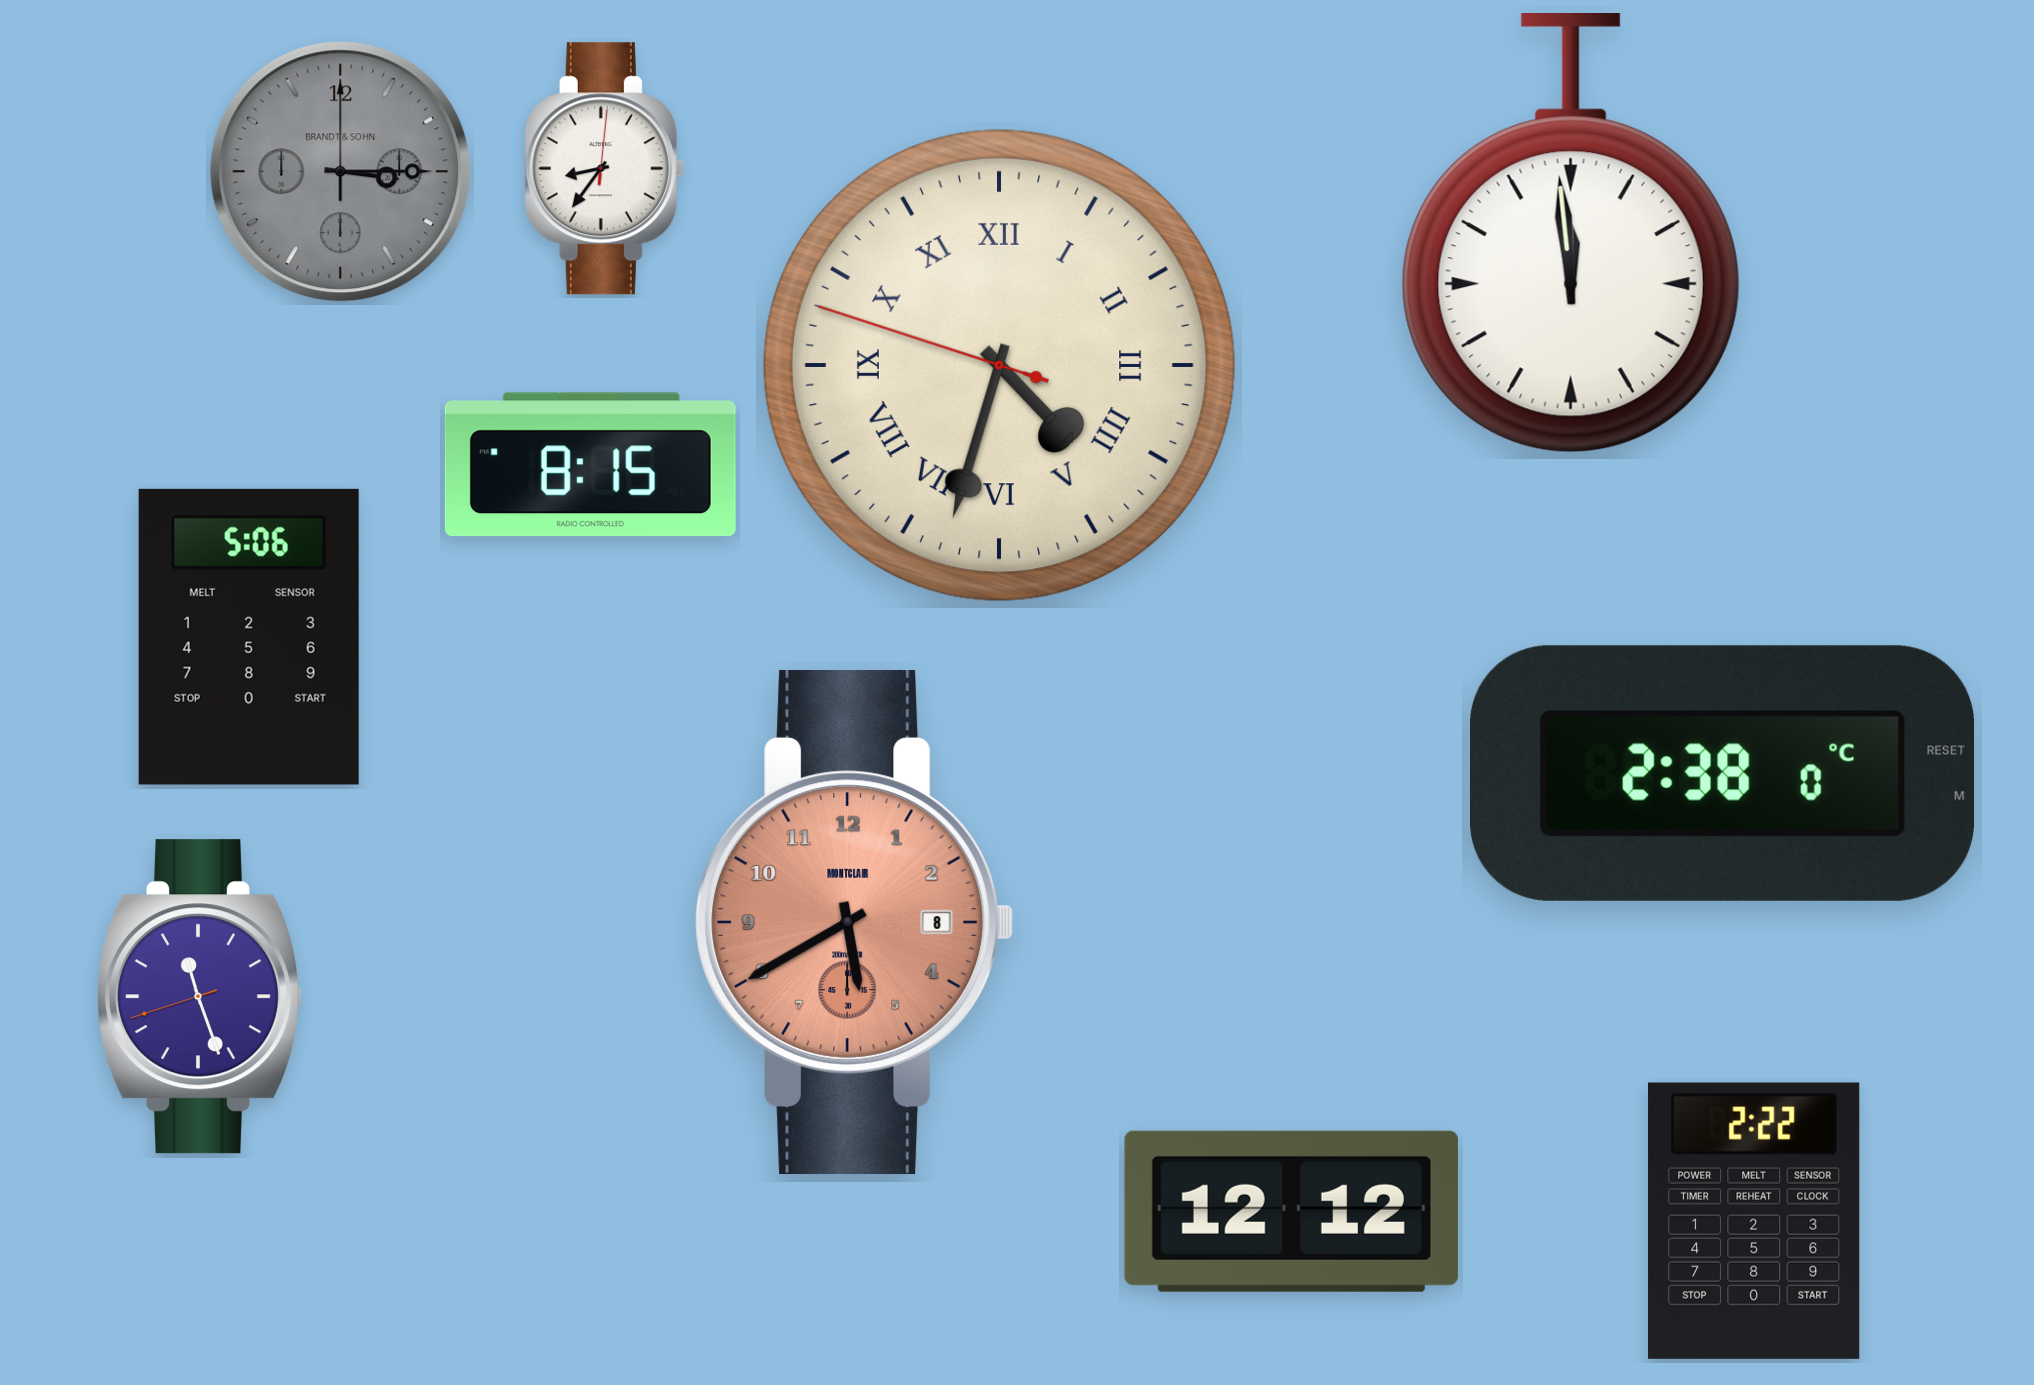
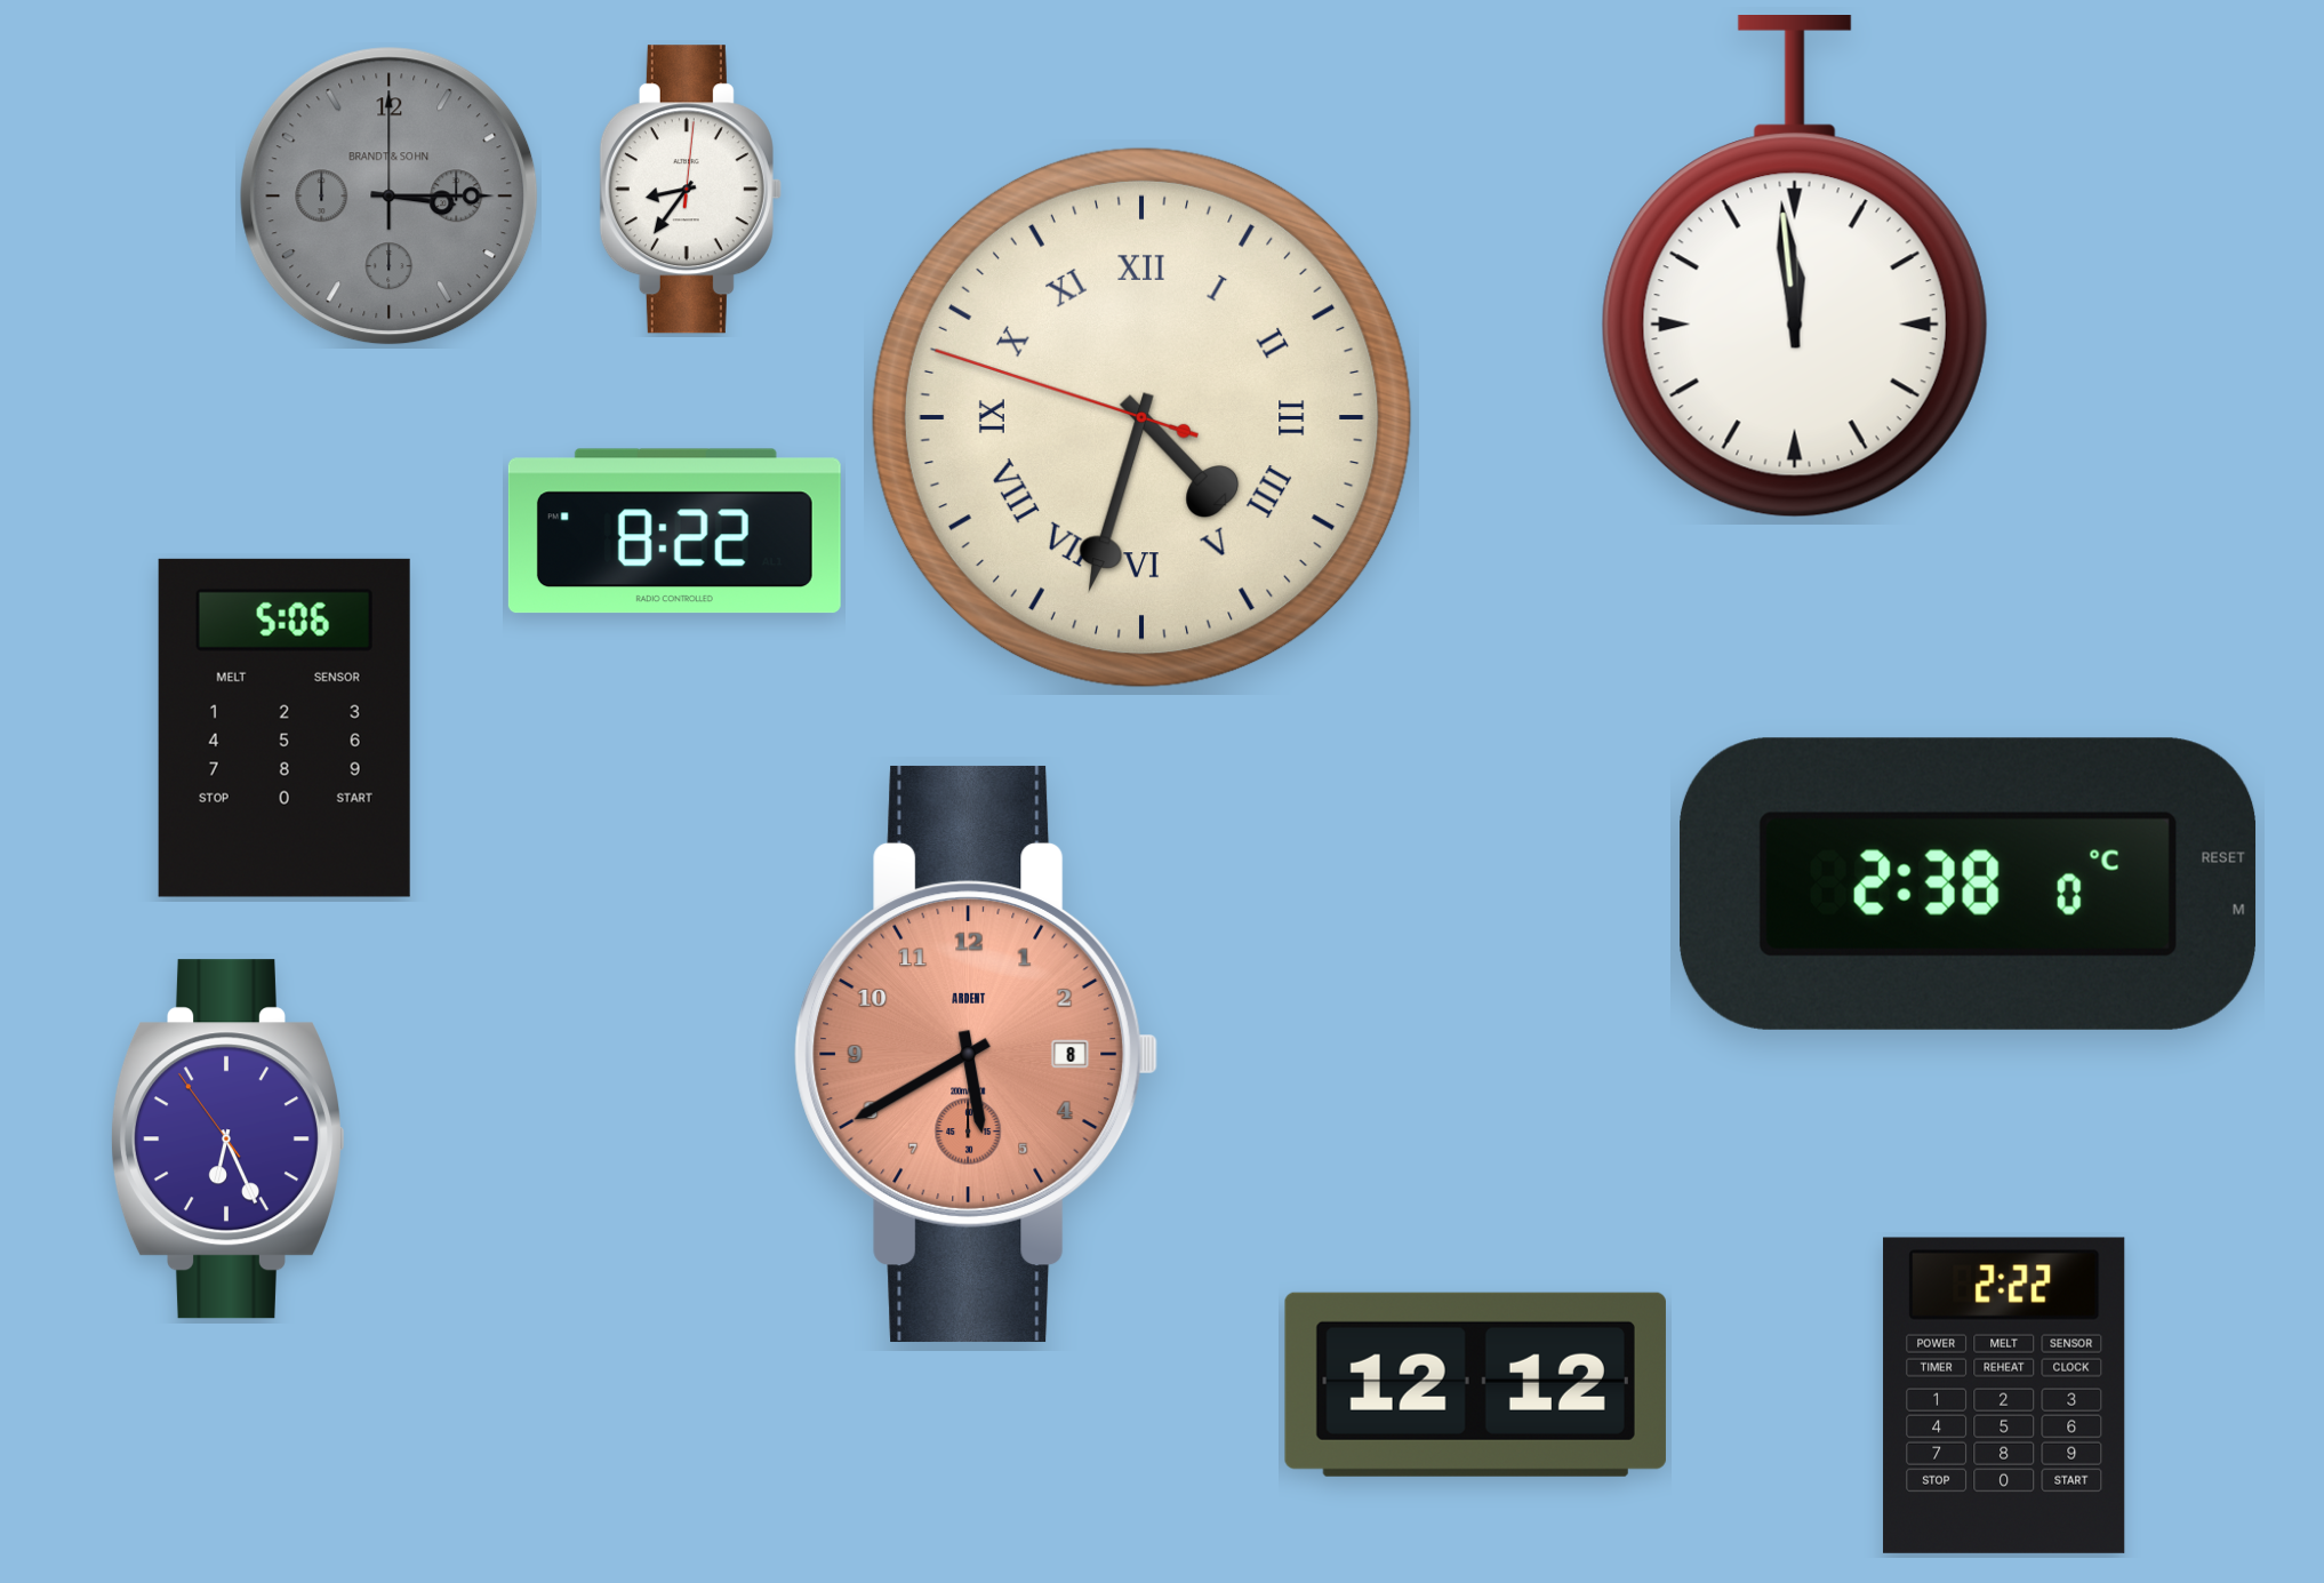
clock at (604, 169) position: (604, 169) -> (690, 190)
clock at (590, 465): 8:15 -> 8:22
clock at (855, 922) brand: MONTCLAIR -> ARDENT
clock at (199, 997): 11:26 -> 6:25
